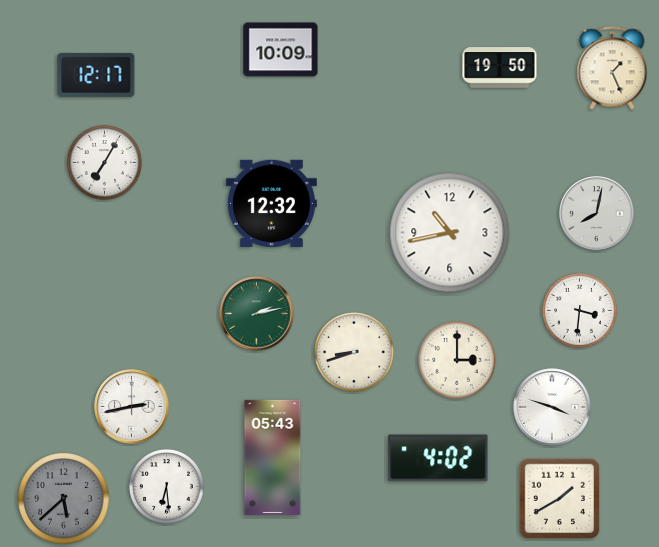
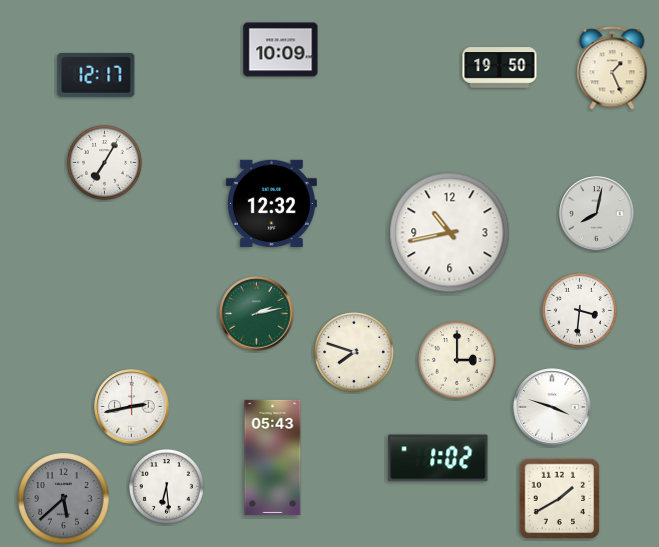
clock at (355, 353): 8:42 -> 7:48
clock at (438, 458): 4:02 -> 1:02
